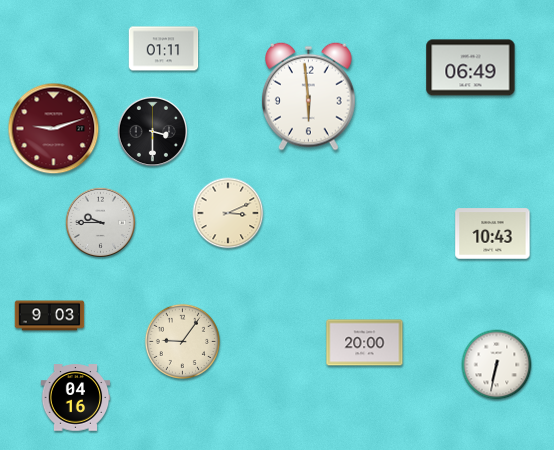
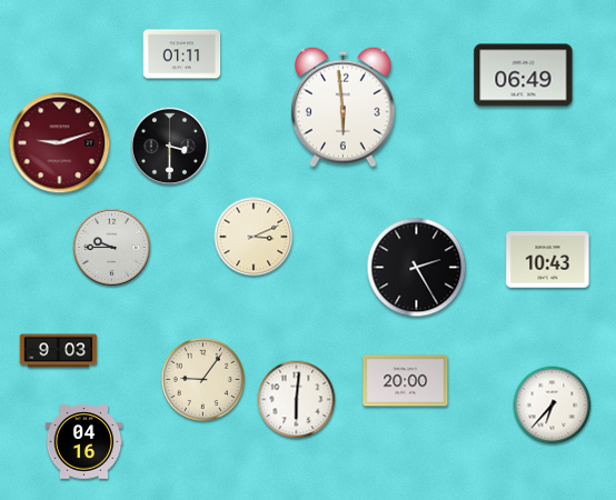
clock at (417, 268): none -> 2:25
clock at (50, 316) position: (50, 316) -> (59, 351)
clock at (297, 400): none -> 6:01
clock at (497, 365): 6:32 -> 6:37
